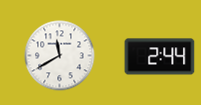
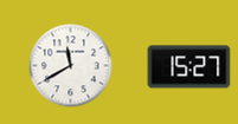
clock at (160, 57): 2:44 -> 15:27
